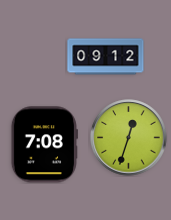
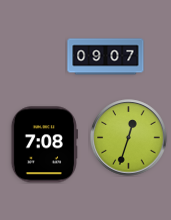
clock at (106, 57): 09:12 -> 09:07
